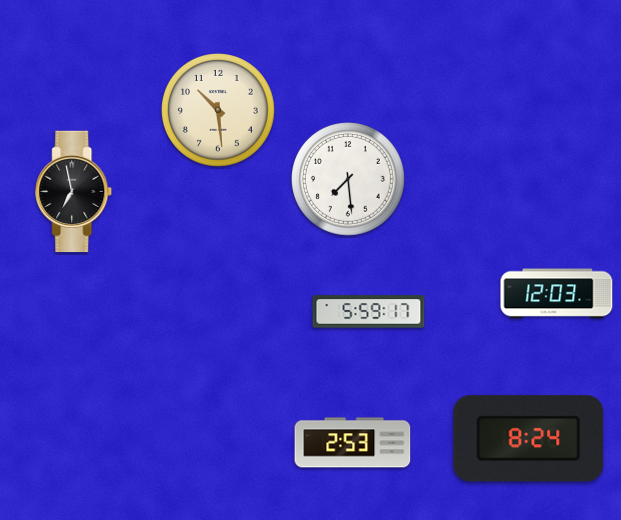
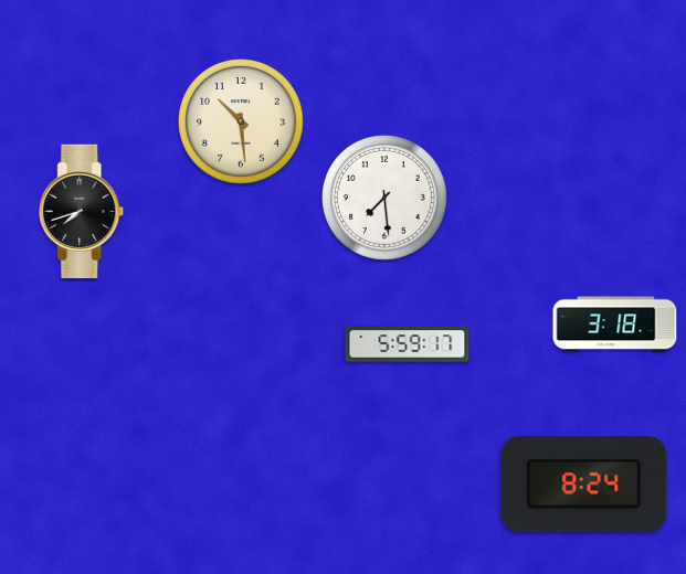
clock at (74, 192): 6:58 -> 7:42
clock at (557, 294): 12:03 -> 3:18
clock at (353, 443): 2:53 -> none
